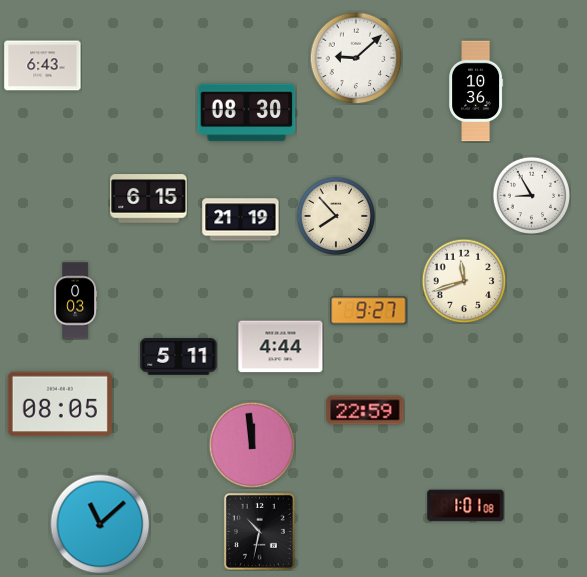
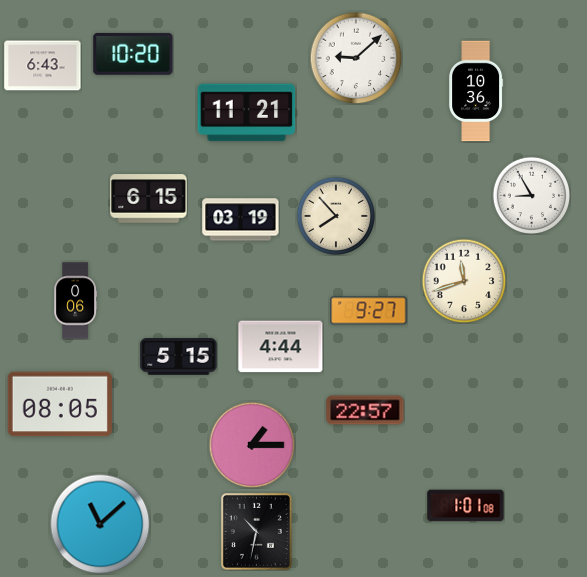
clock at (133, 54): none -> 10:20
clock at (247, 113): 08:30 -> 11:21
clock at (241, 220): 21:19 -> 03:19
clock at (76, 301): 0:03 -> 0:06
clock at (179, 357): 5:11 -> 5:15
clock at (365, 410): 22:59 -> 22:57
clock at (252, 445): 11:59 -> 1:15
clock at (259, 531) position: (259, 531) -> (256, 531)
